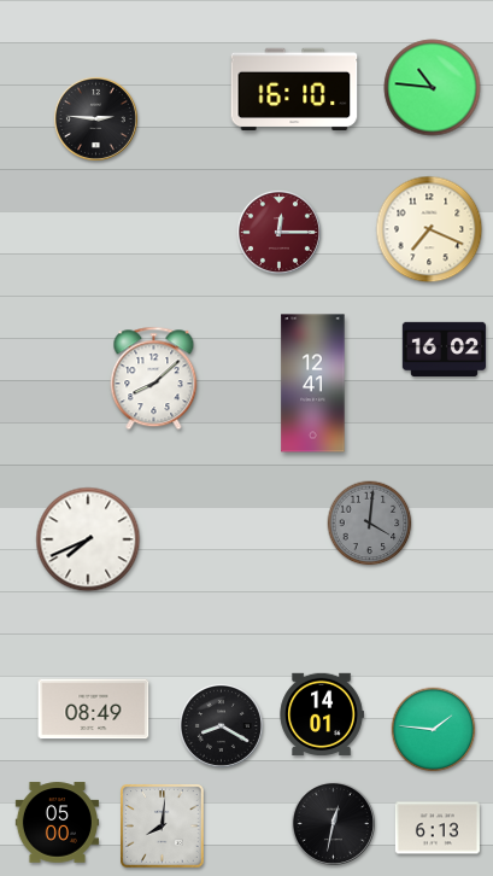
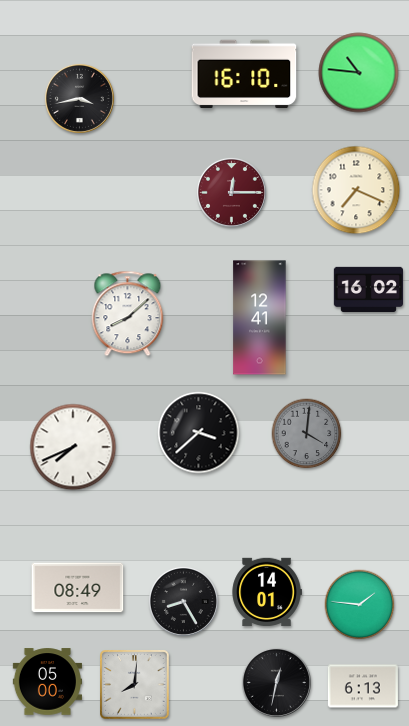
clock at (95, 118): 2:46 -> 3:43
clock at (199, 433): none -> 3:38
clock at (221, 725): 8:20 -> 8:25
